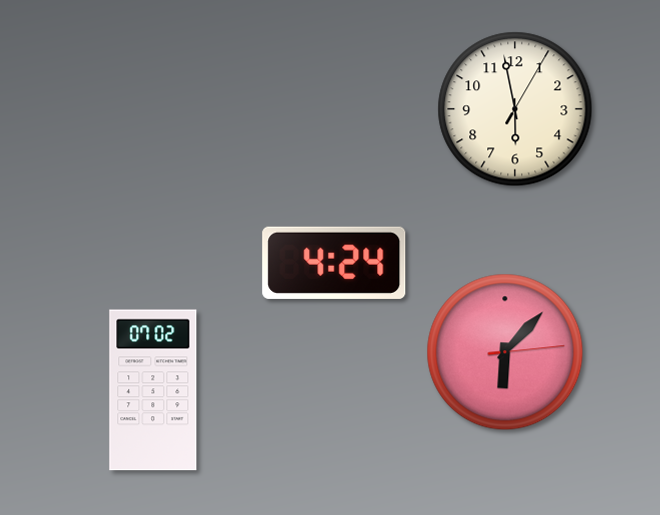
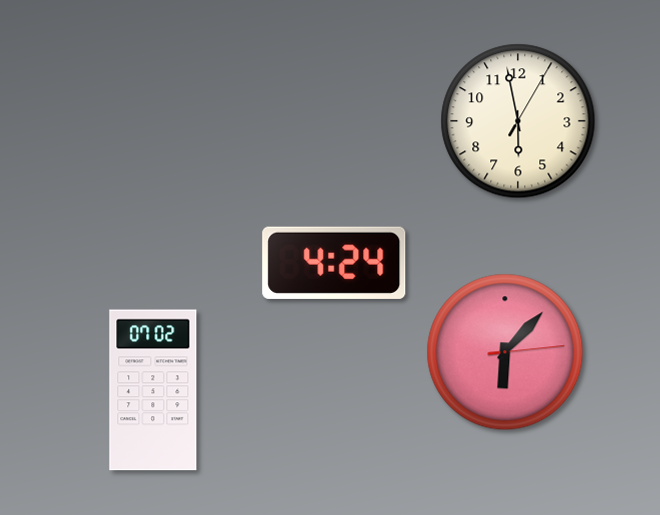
clock at (515, 109) position: (515, 109) -> (518, 121)
